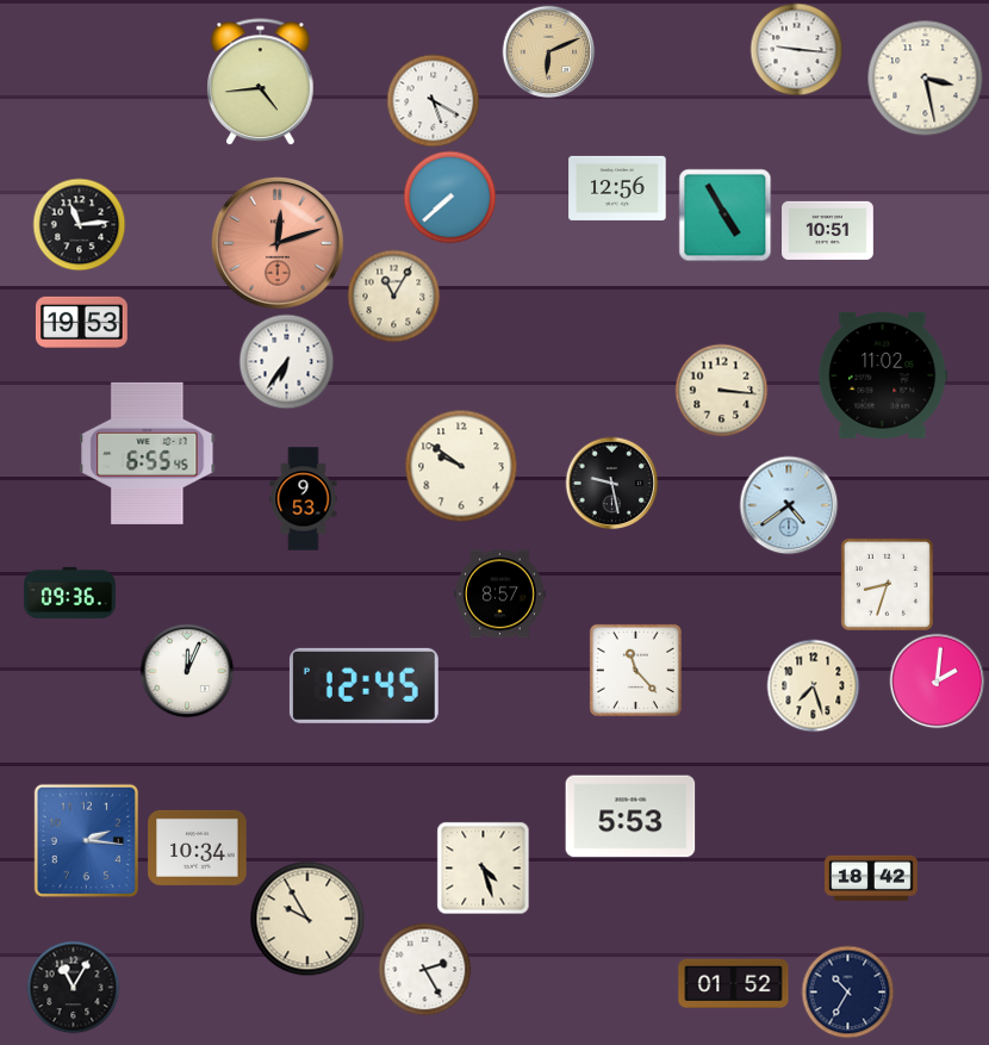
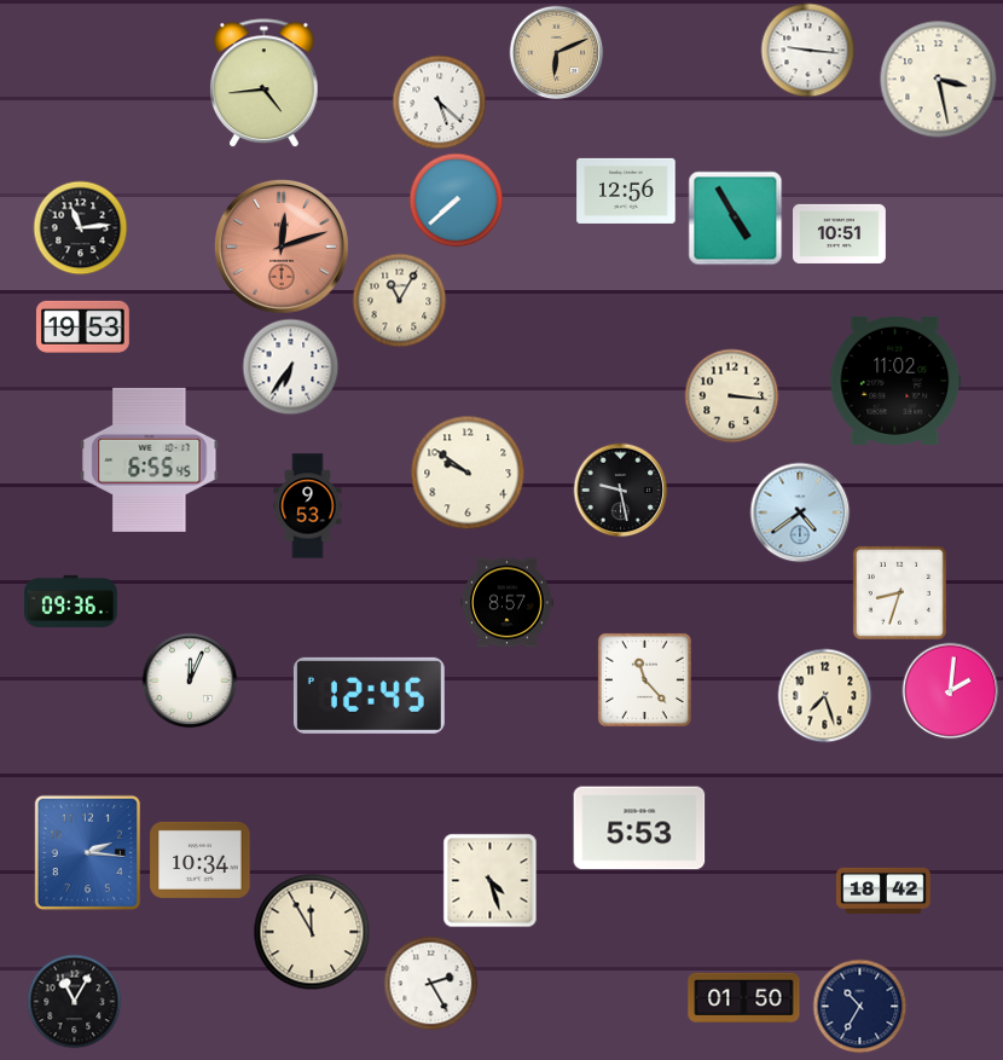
clock at (433, 100): 5:20 -> 5:22
clock at (307, 919): 9:55 -> 11:55
clock at (734, 983): 01:52 -> 01:50
